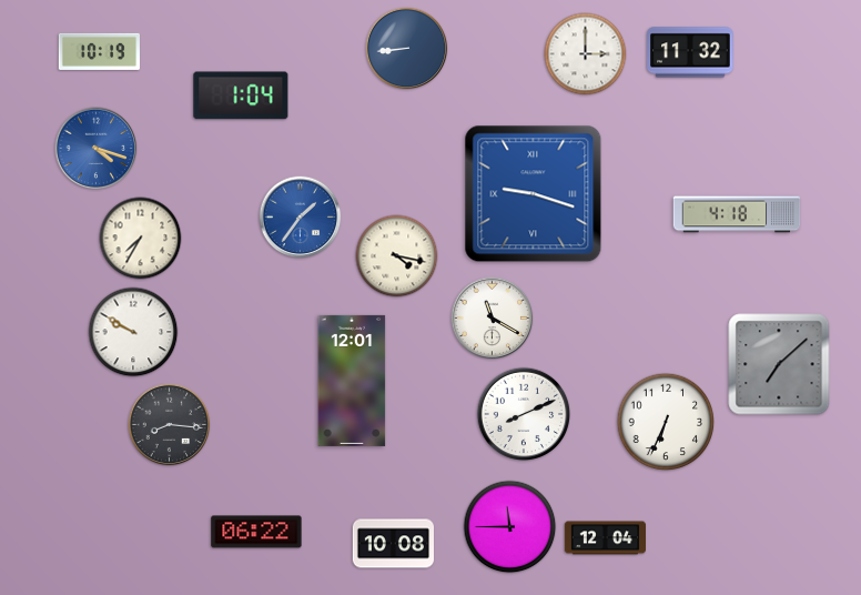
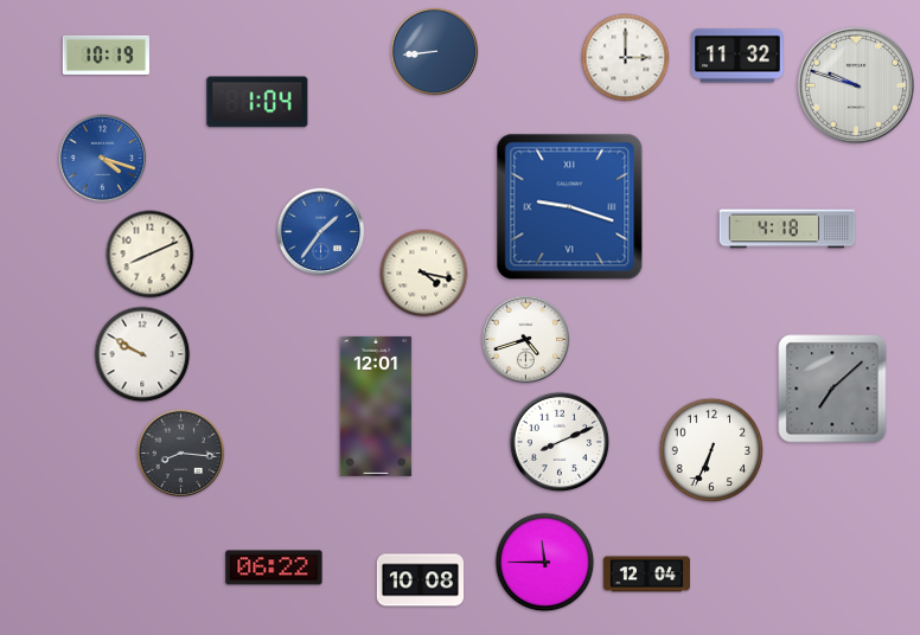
clock at (856, 85): none -> 9:48
clock at (141, 239): 7:35 -> 8:11
clock at (493, 319): 11:20 -> 4:42
